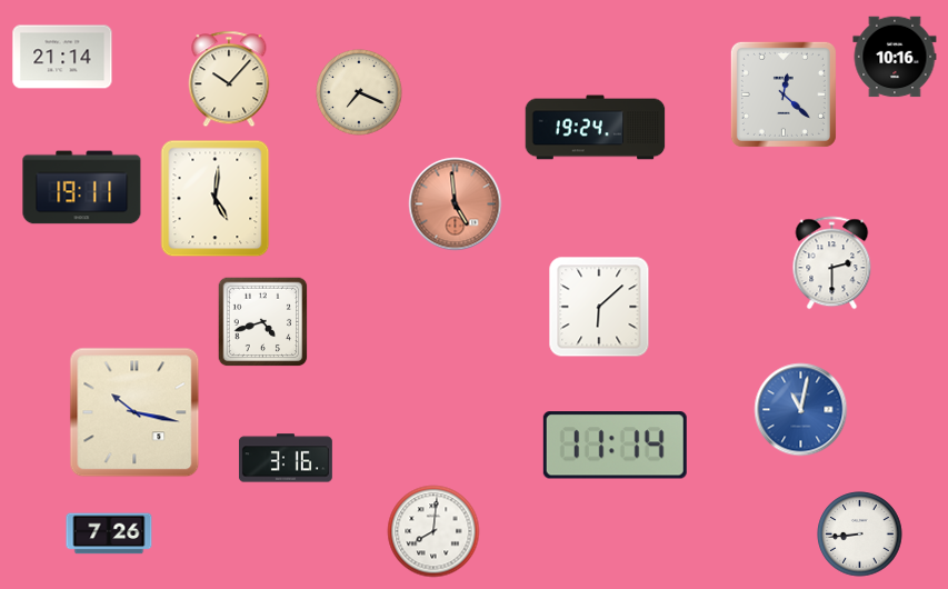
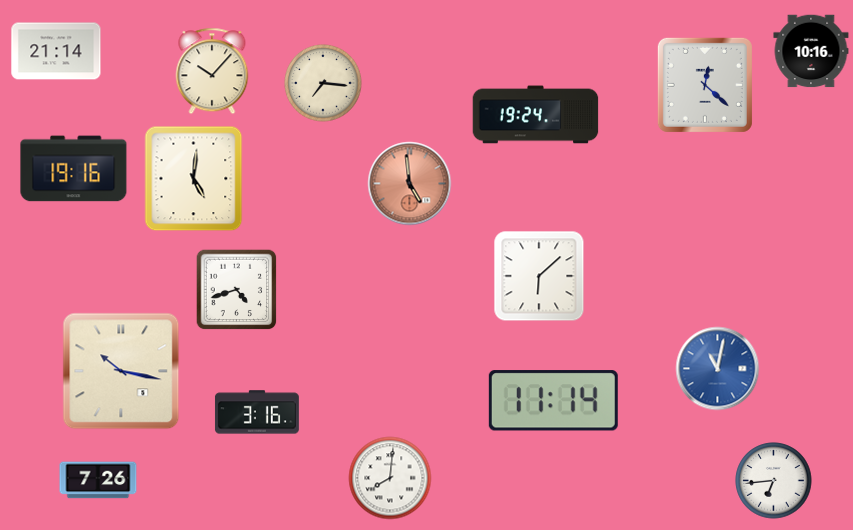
clock at (895, 57) position: (895, 57) -> (811, 51)
clock at (229, 79) position: (229, 79) -> (212, 71)
clock at (359, 92): 7:19 -> 7:16
clock at (82, 188): 19:11 -> 19:16
clock at (832, 263): 2:30 -> none
clock at (801, 410) position: (801, 410) -> (718, 369)
clock at (860, 535): 8:44 -> 6:44
